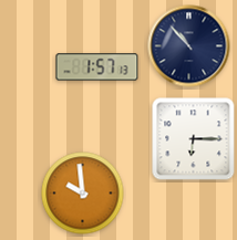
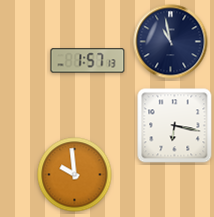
clock at (189, 46): 10:53 -> 10:58
clock at (194, 139): 6:15 -> 6:17
